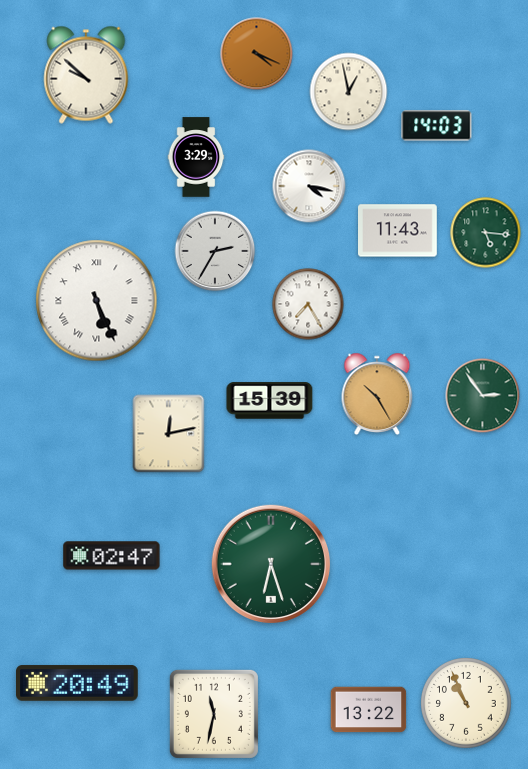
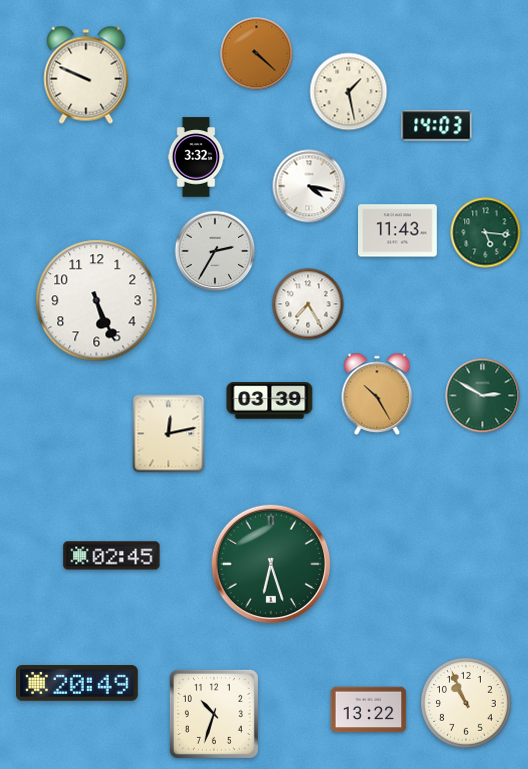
clock at (257, 54): 4:19 -> 4:22
clock at (86, 75): 9:52 -> 9:49
clock at (349, 92): 12:58 -> 1:28
clock at (196, 157): 3:29 -> 3:32
clock at (97, 301) numerals: Roman -> Arabic
clock at (483, 396): 2:54 -> 2:50
clock at (270, 401): 15:39 -> 03:39
clock at (112, 556): 02:47 -> 02:45
clock at (214, 714): 11:32 -> 10:33
